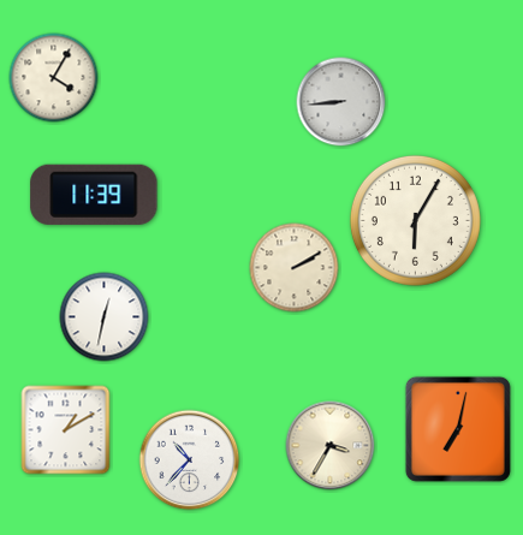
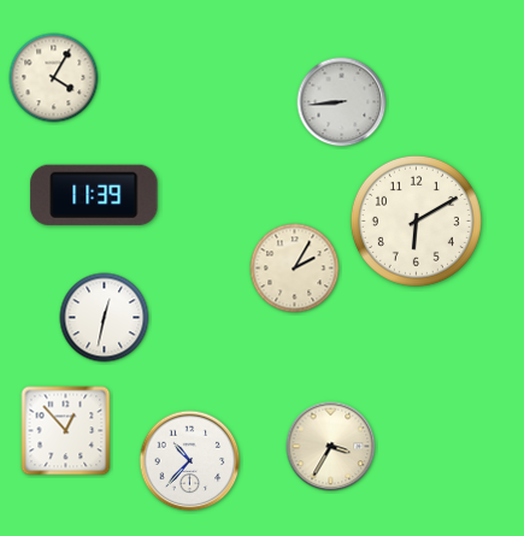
clock at (415, 220): 6:05 -> 6:10
clock at (295, 268): 2:10 -> 2:05
clock at (458, 429): 7:02 -> none
clock at (66, 430): 1:10 -> 12:53
